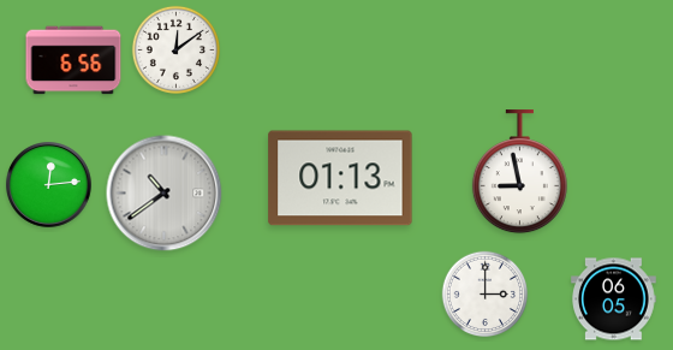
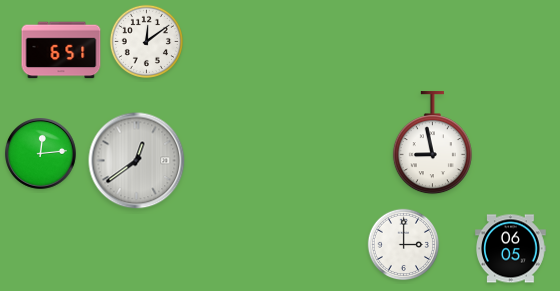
clock at (73, 60): 6:56 -> 6:51
clock at (340, 178): 01:13 -> none
clock at (165, 194): 10:39 -> 12:39
